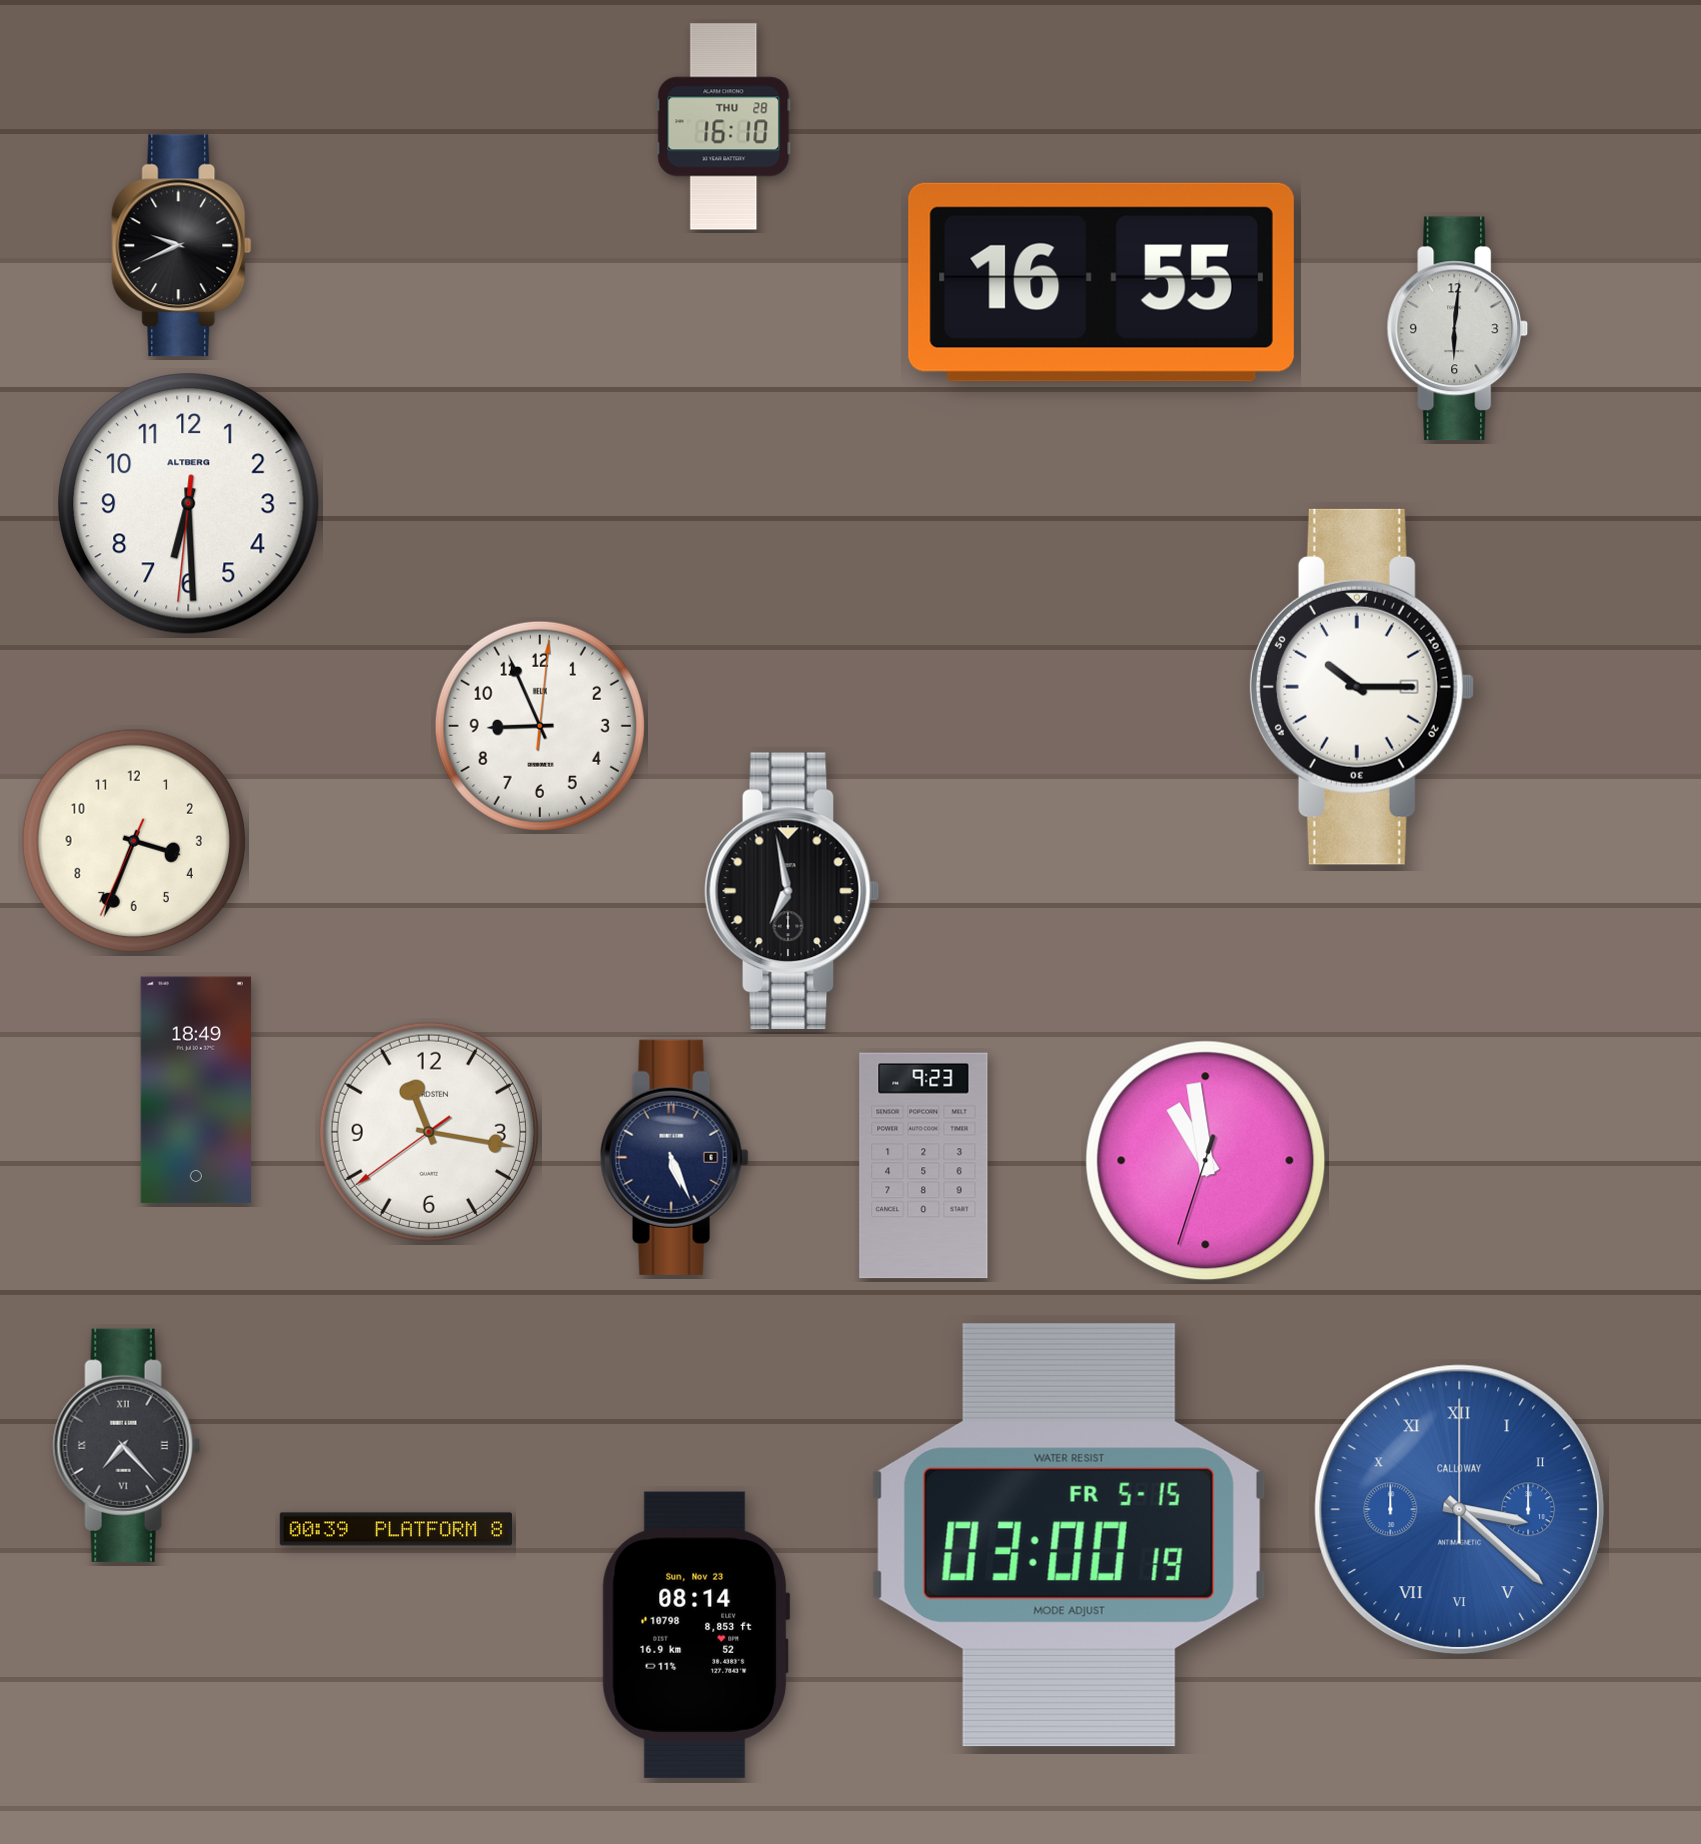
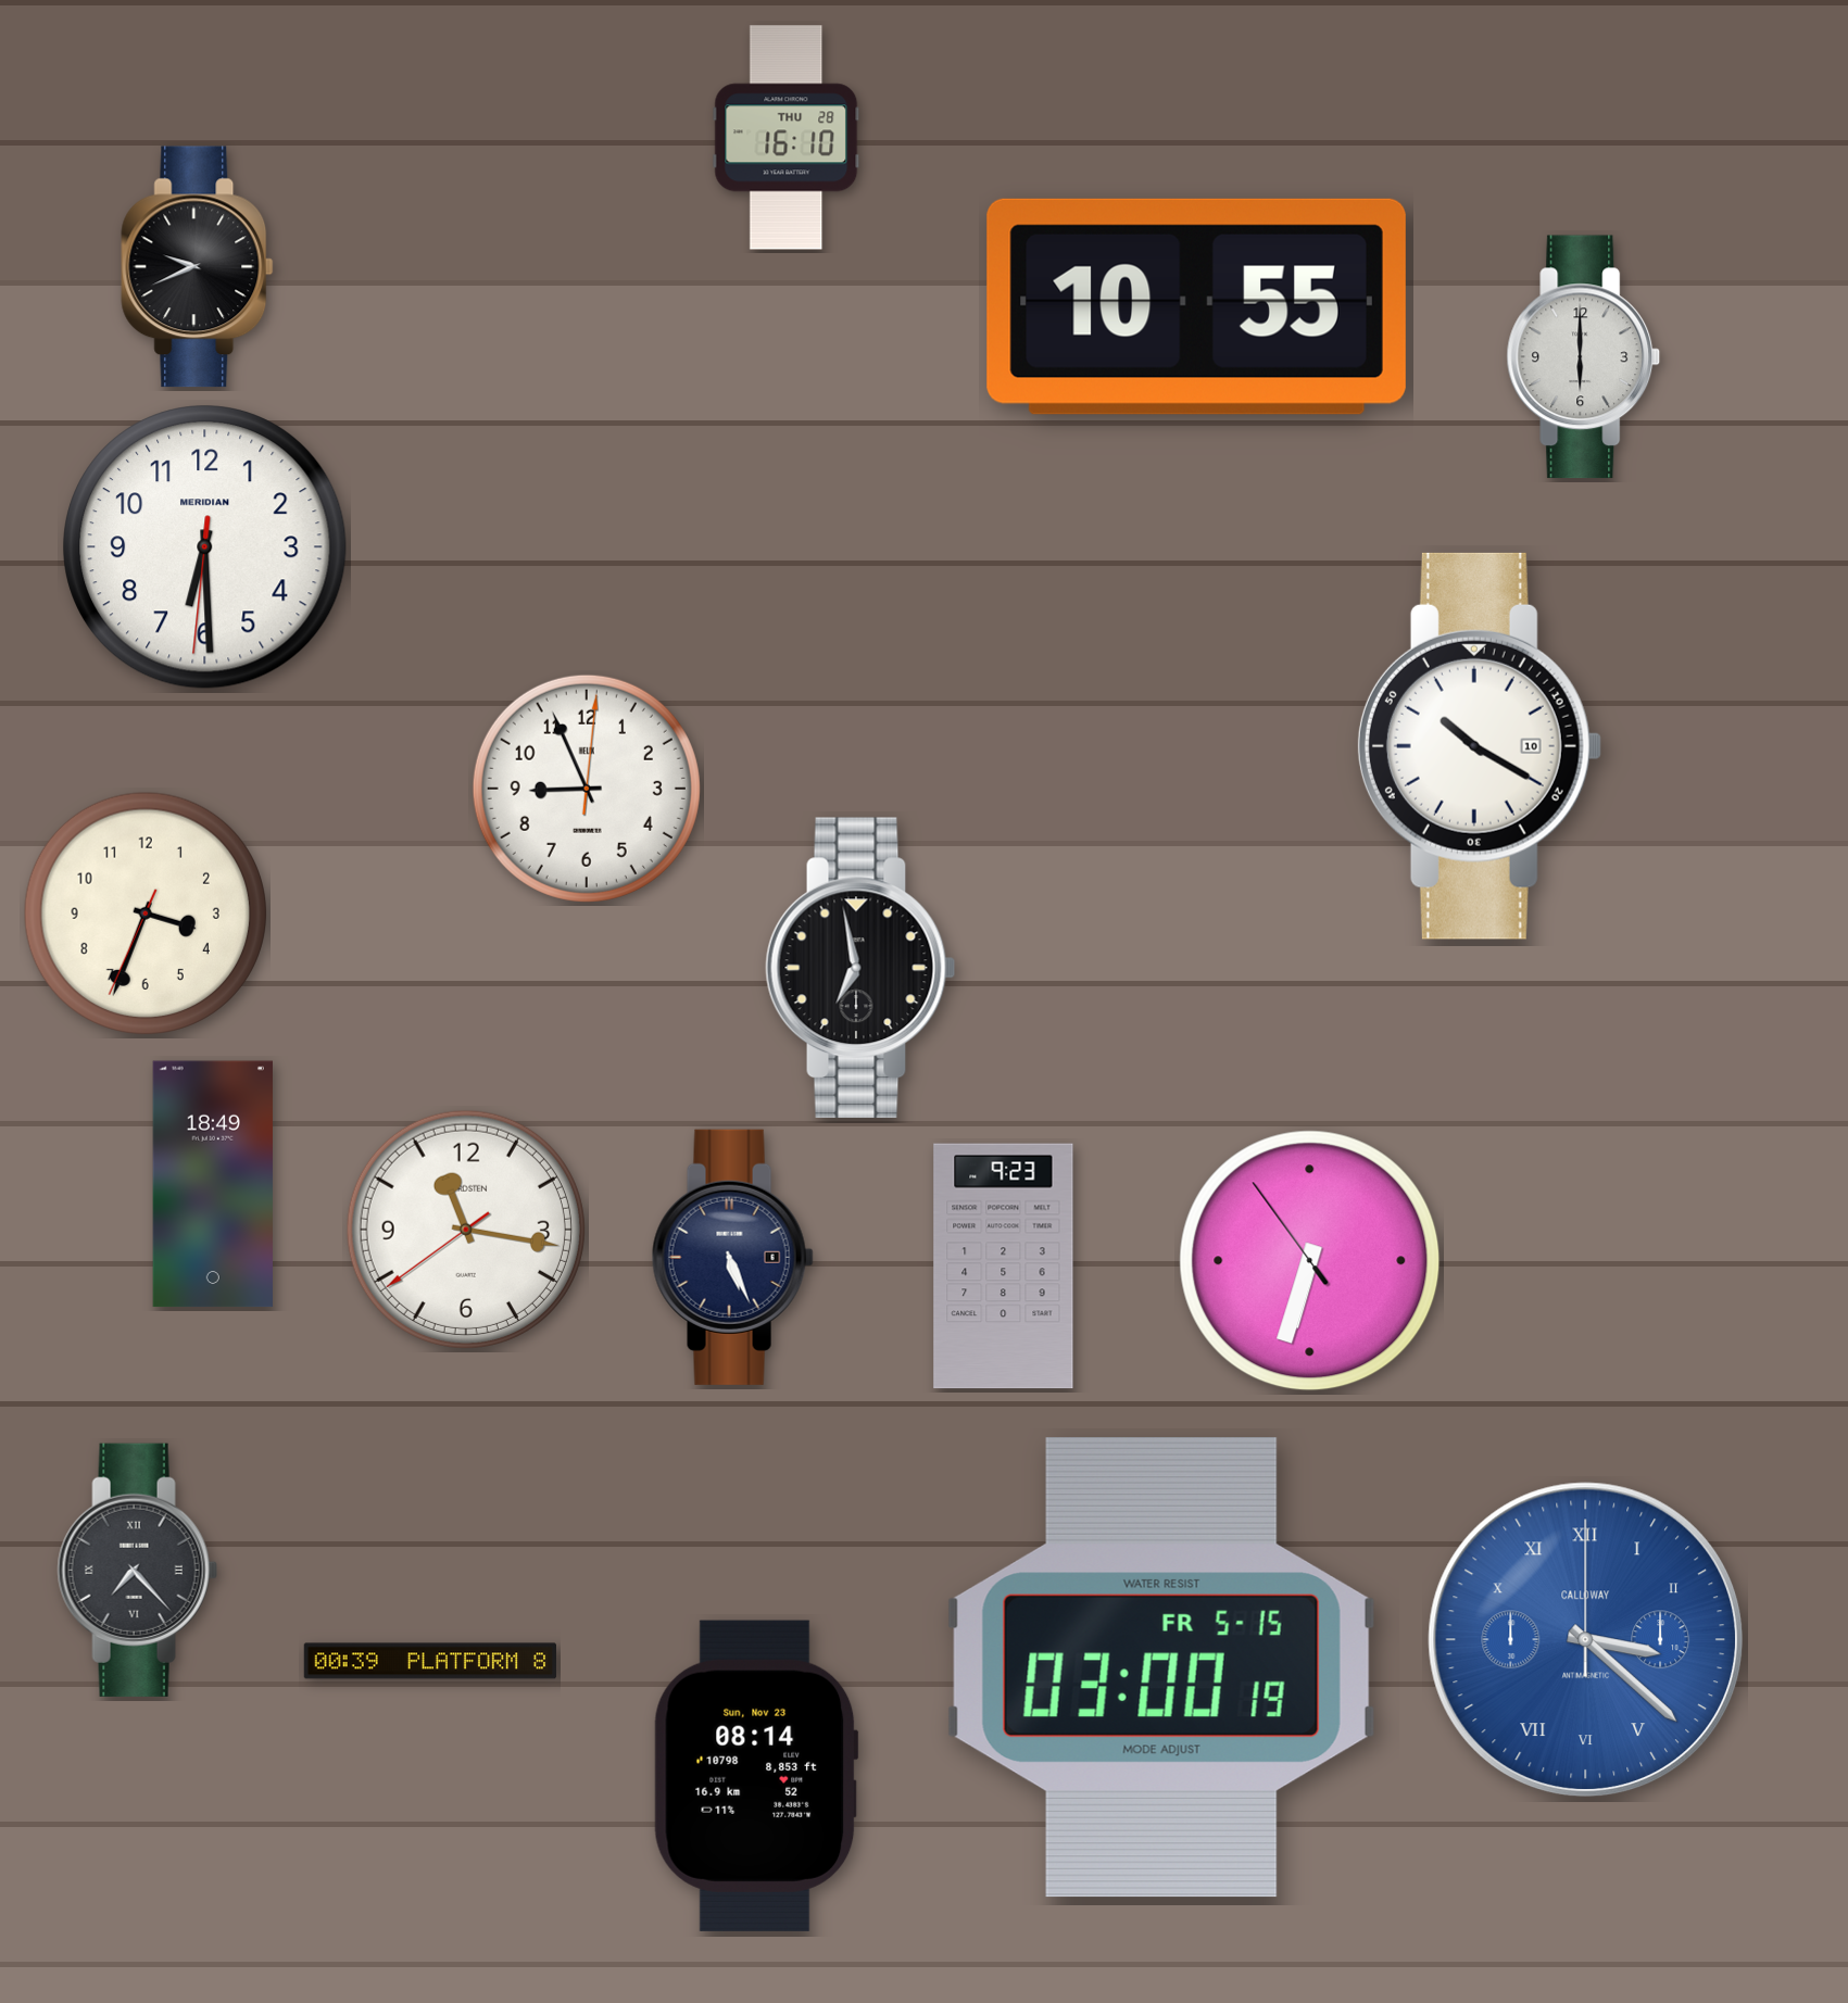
clock at (1101, 282): 16:55 -> 10:55
clock at (1458, 329): 6:01 -> 6:00
clock at (189, 504) brand: ALTBERG -> MERIDIAN
clock at (1361, 687): 10:15 -> 10:20
clock at (1206, 1161): 10:58 -> 6:32
